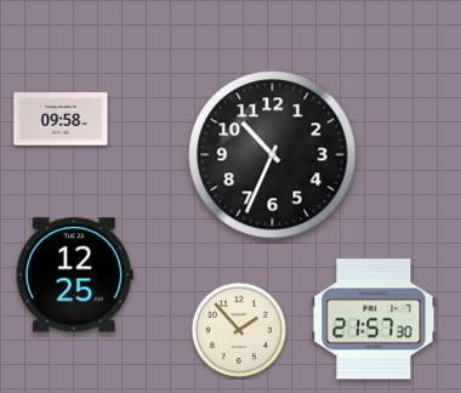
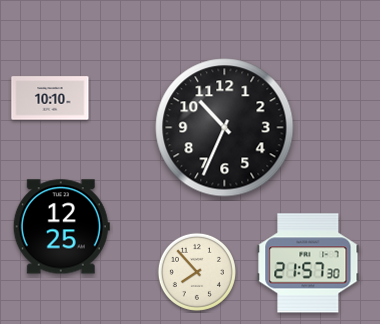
clock at (61, 119): 09:58 -> 10:10
clock at (239, 330): 1:53 -> 7:53
